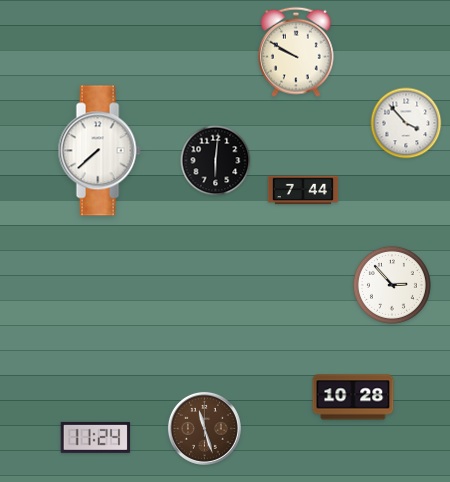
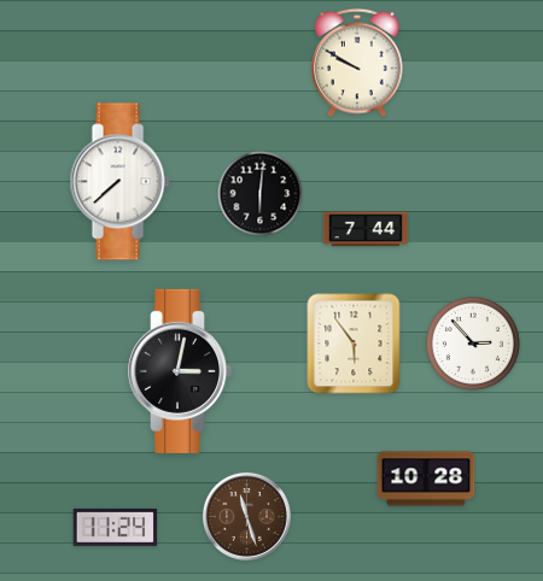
clock at (406, 123): 3:53 -> none
clock at (354, 344): none -> 5:54
clock at (181, 371): none -> 3:02
